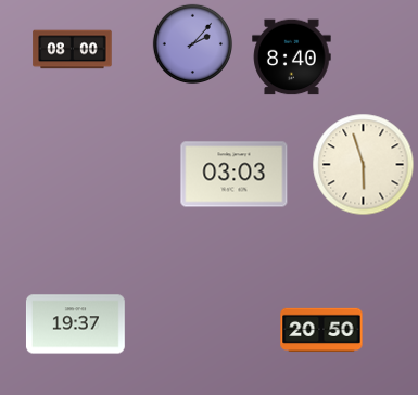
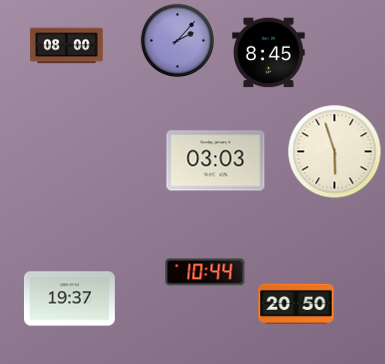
clock at (292, 58): 8:40 -> 8:45
clock at (205, 272): none -> 10:44
